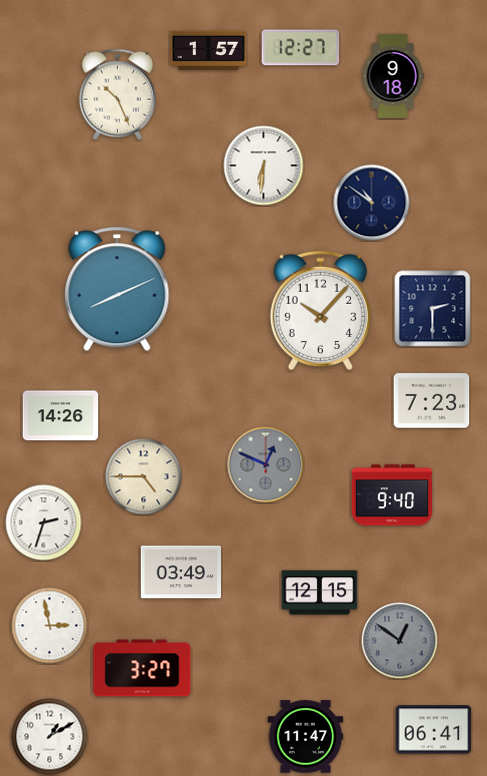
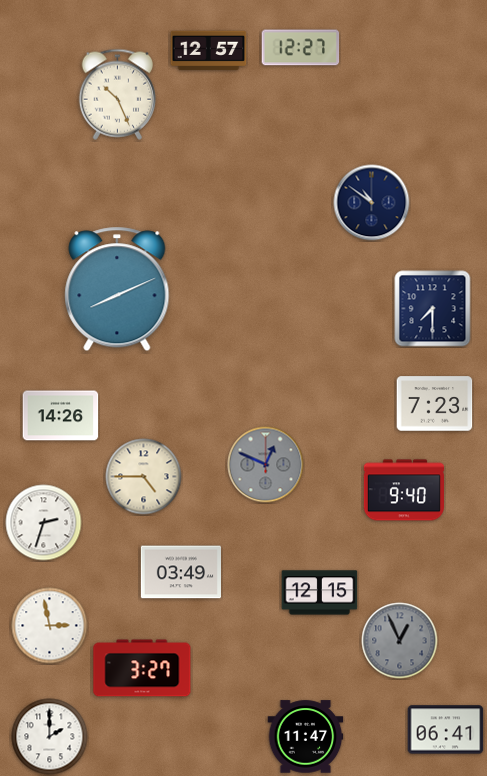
clock at (209, 51): 1:57 -> 12:57
clock at (393, 76): 9:18 -> none
clock at (264, 166): 6:31 -> none
clock at (433, 309): 2:30 -> 7:30
clock at (320, 311): 10:07 -> none
clock at (432, 401) position: (432, 401) -> (435, 404)
clock at (391, 495) position: (391, 495) -> (403, 490)
clock at (400, 641): 12:51 -> 12:56
clock at (434, 730) position: (434, 730) -> (446, 730)
clock at (50, 737): 1:10 -> 2:00
